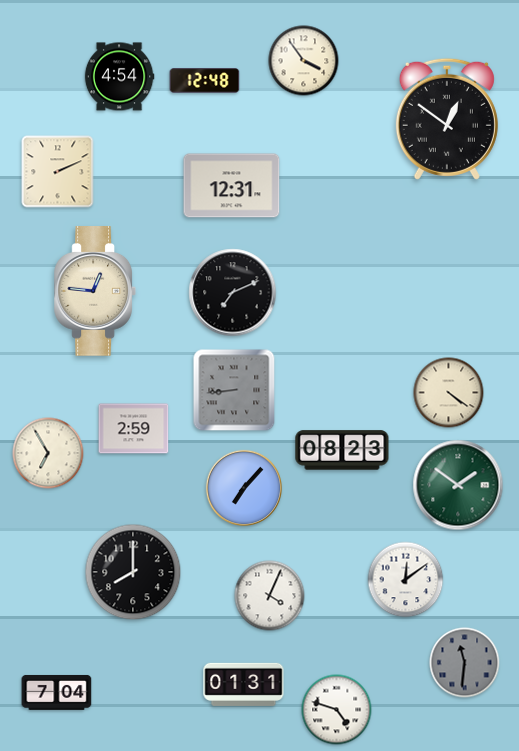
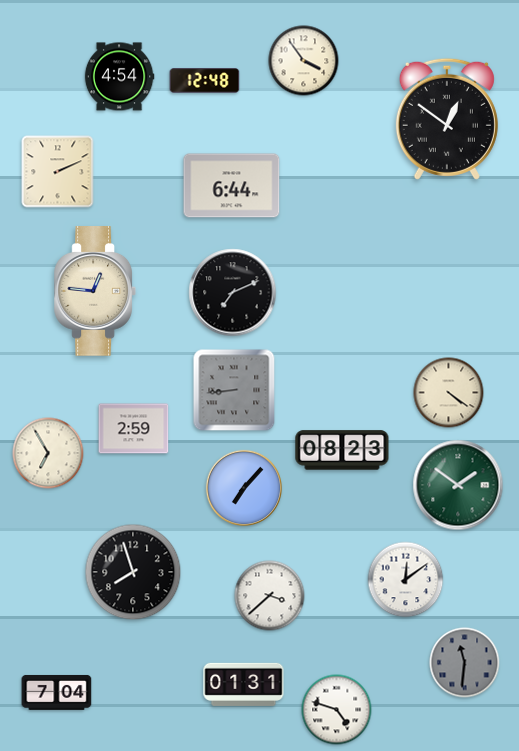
clock at (232, 186): 12:31 -> 6:44
clock at (133, 572): 8:00 -> 7:57
clock at (270, 596): 4:04 -> 3:38
